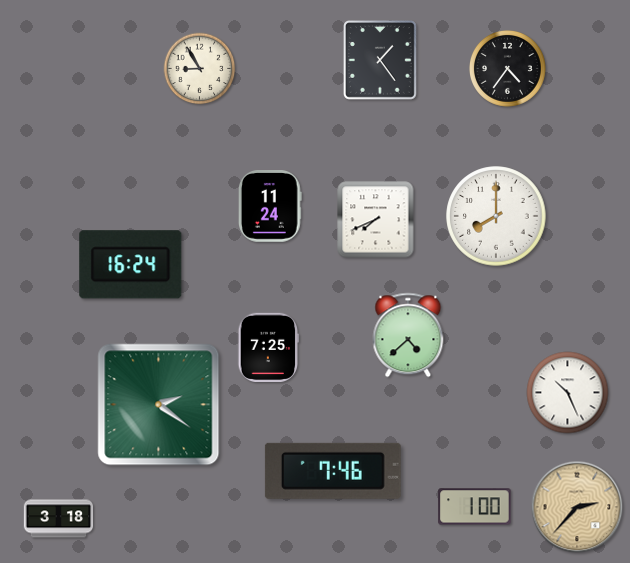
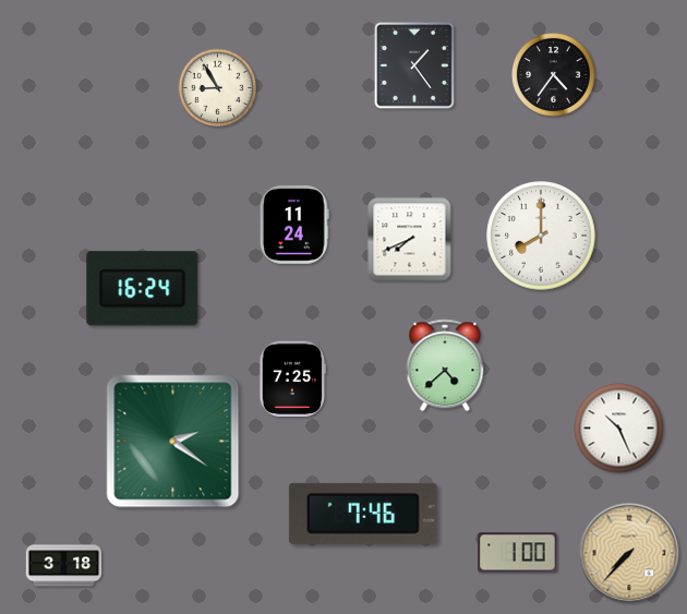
clock at (200, 69) position: (200, 69) -> (218, 88)
clock at (577, 507): 2:37 -> 7:37
